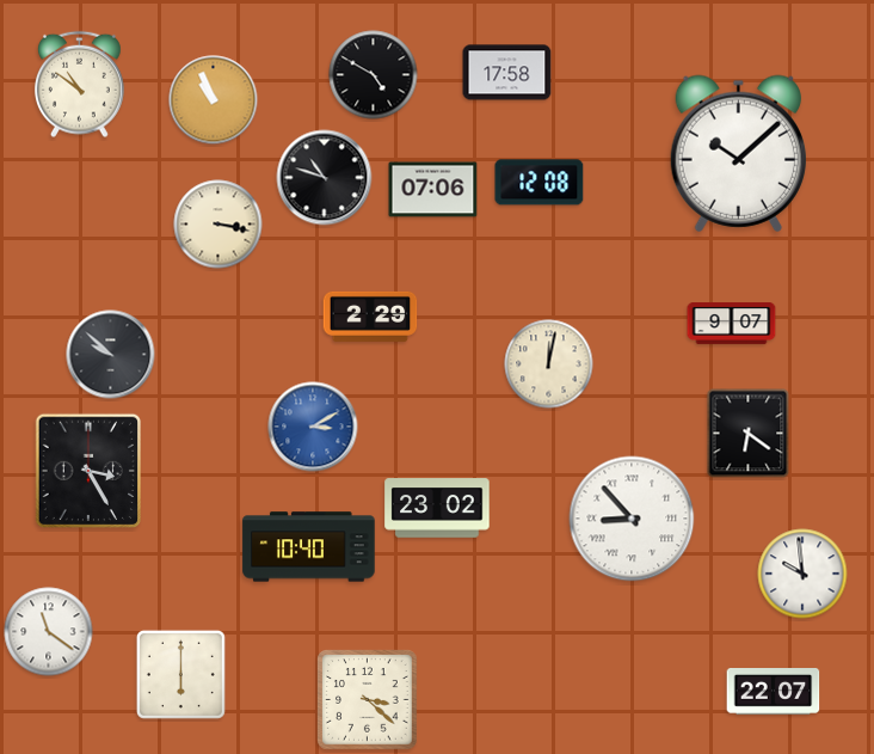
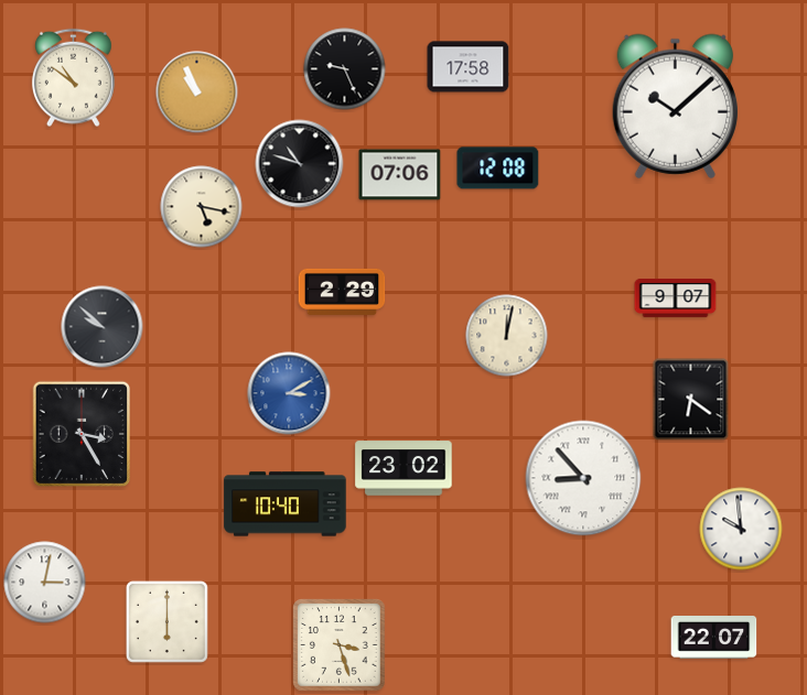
clock at (374, 75): 4:50 -> 9:26
clock at (738, 153) position: (738, 153) -> (675, 106)
clock at (219, 225): 3:17 -> 5:17
clock at (49, 632): 11:21 -> 3:02
clock at (368, 700): 3:22 -> 3:27
